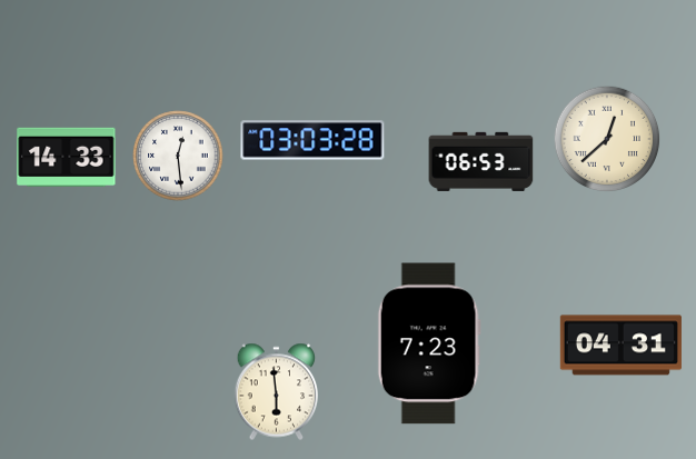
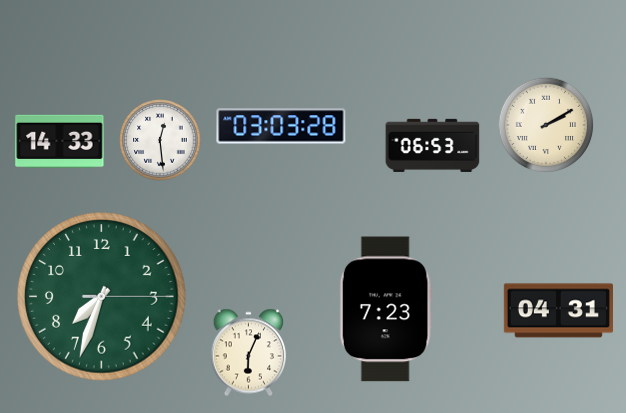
clock at (607, 139): 12:38 -> 2:10
clock at (102, 297): none -> 7:33
clock at (277, 392): 5:59 -> 6:04
